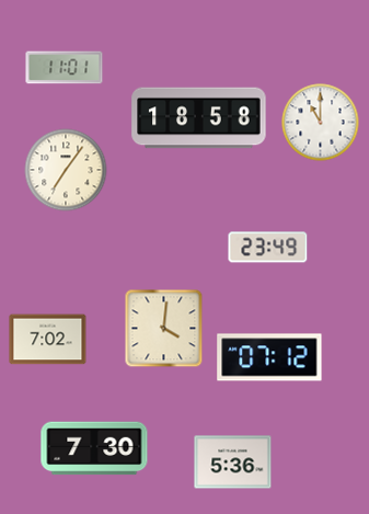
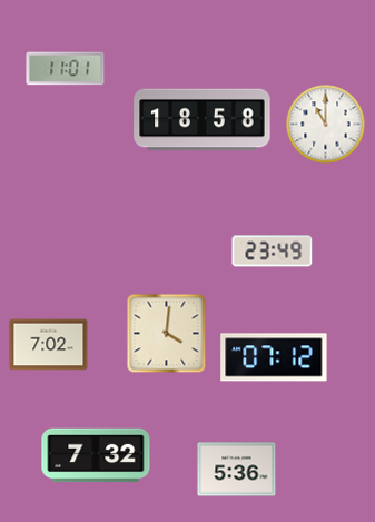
clock at (66, 170): 7:06 -> none
clock at (269, 357) position: (269, 357) -> (274, 357)
clock at (94, 448): 7:30 -> 7:32
